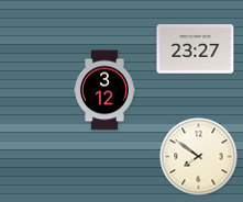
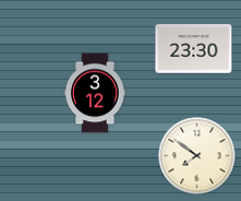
clock at (196, 49): 23:27 -> 23:30
clock at (104, 90) position: (104, 90) -> (95, 93)
